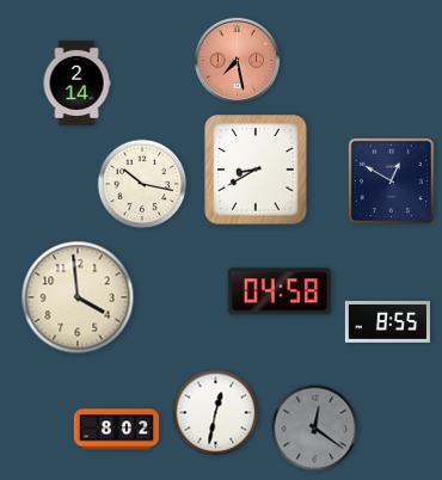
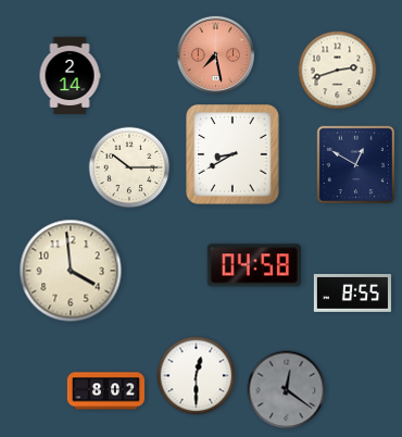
clock at (338, 71): none -> 2:42
clock at (142, 184): 10:17 -> 10:15
clock at (216, 413): 12:32 -> 12:30
